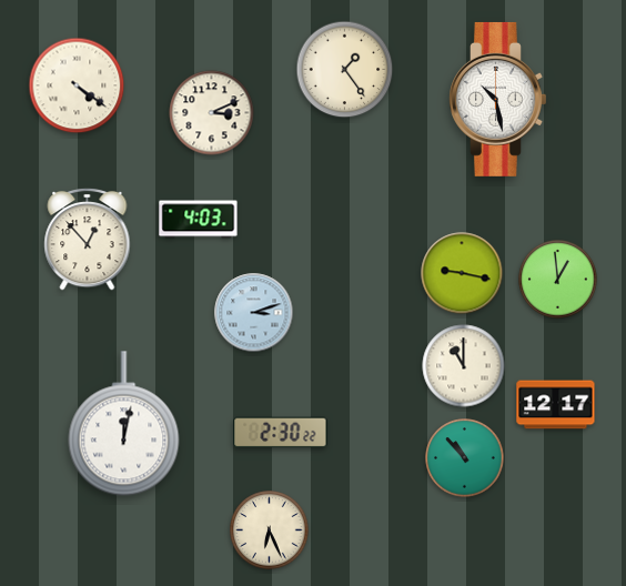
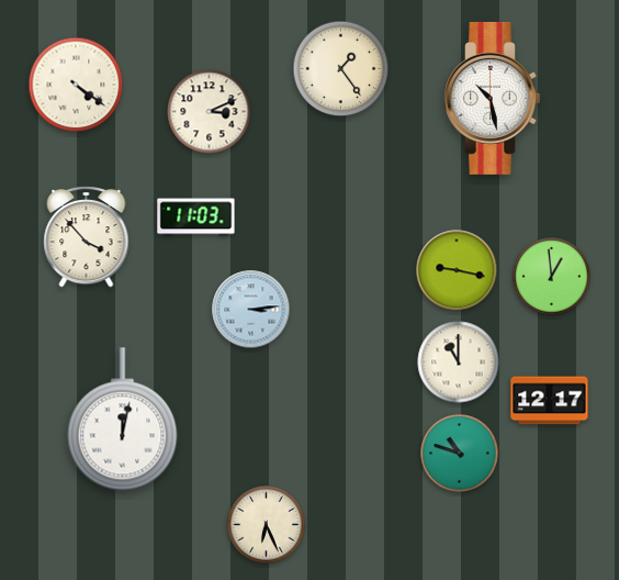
clock at (199, 220): 4:03 -> 11:03
clock at (88, 239): 12:53 -> 3:53
clock at (254, 313): 3:12 -> 3:14
clock at (281, 433): 2:30 -> none
clock at (465, 458): 10:53 -> 10:48
